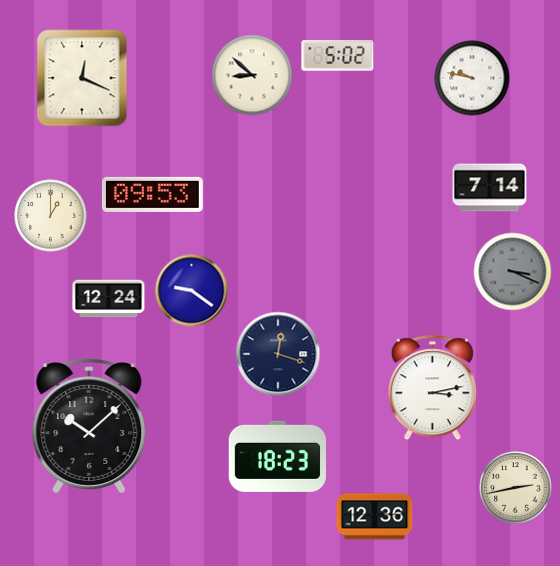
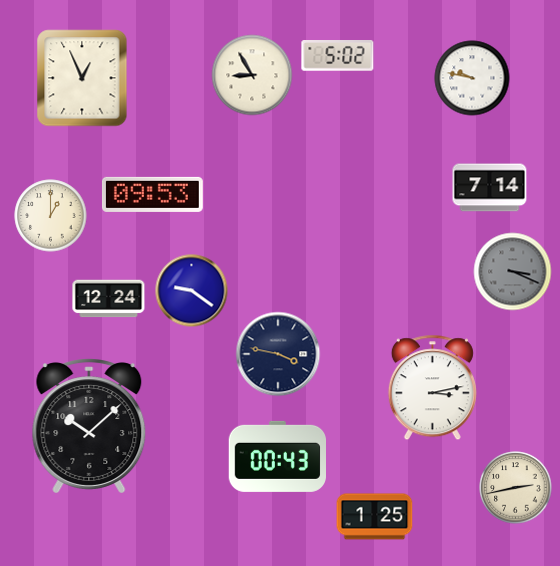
clock at (252, 75): 8:52 -> 8:55
clock at (82, 78): 12:19 -> 12:56
clock at (278, 354): 12:18 -> 3:47
clock at (277, 456): 18:23 -> 00:43
clock at (375, 517): 12:36 -> 1:25
